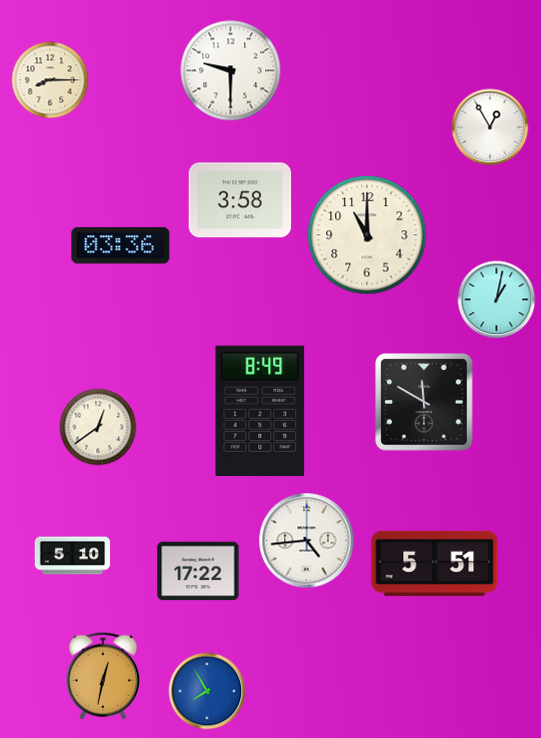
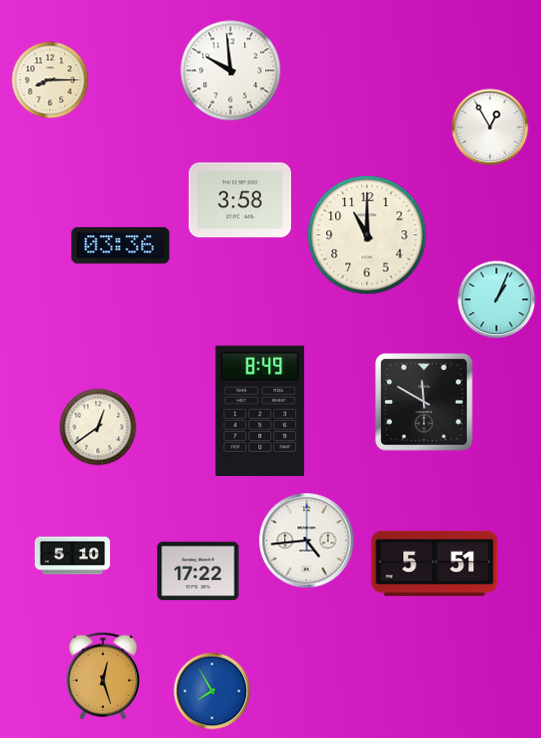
clock at (231, 71): 9:30 -> 9:59
clock at (497, 300): 1:02 -> 1:04
clock at (102, 676): 12:32 -> 12:27
clock at (207, 691) position: (207, 691) -> (212, 691)
